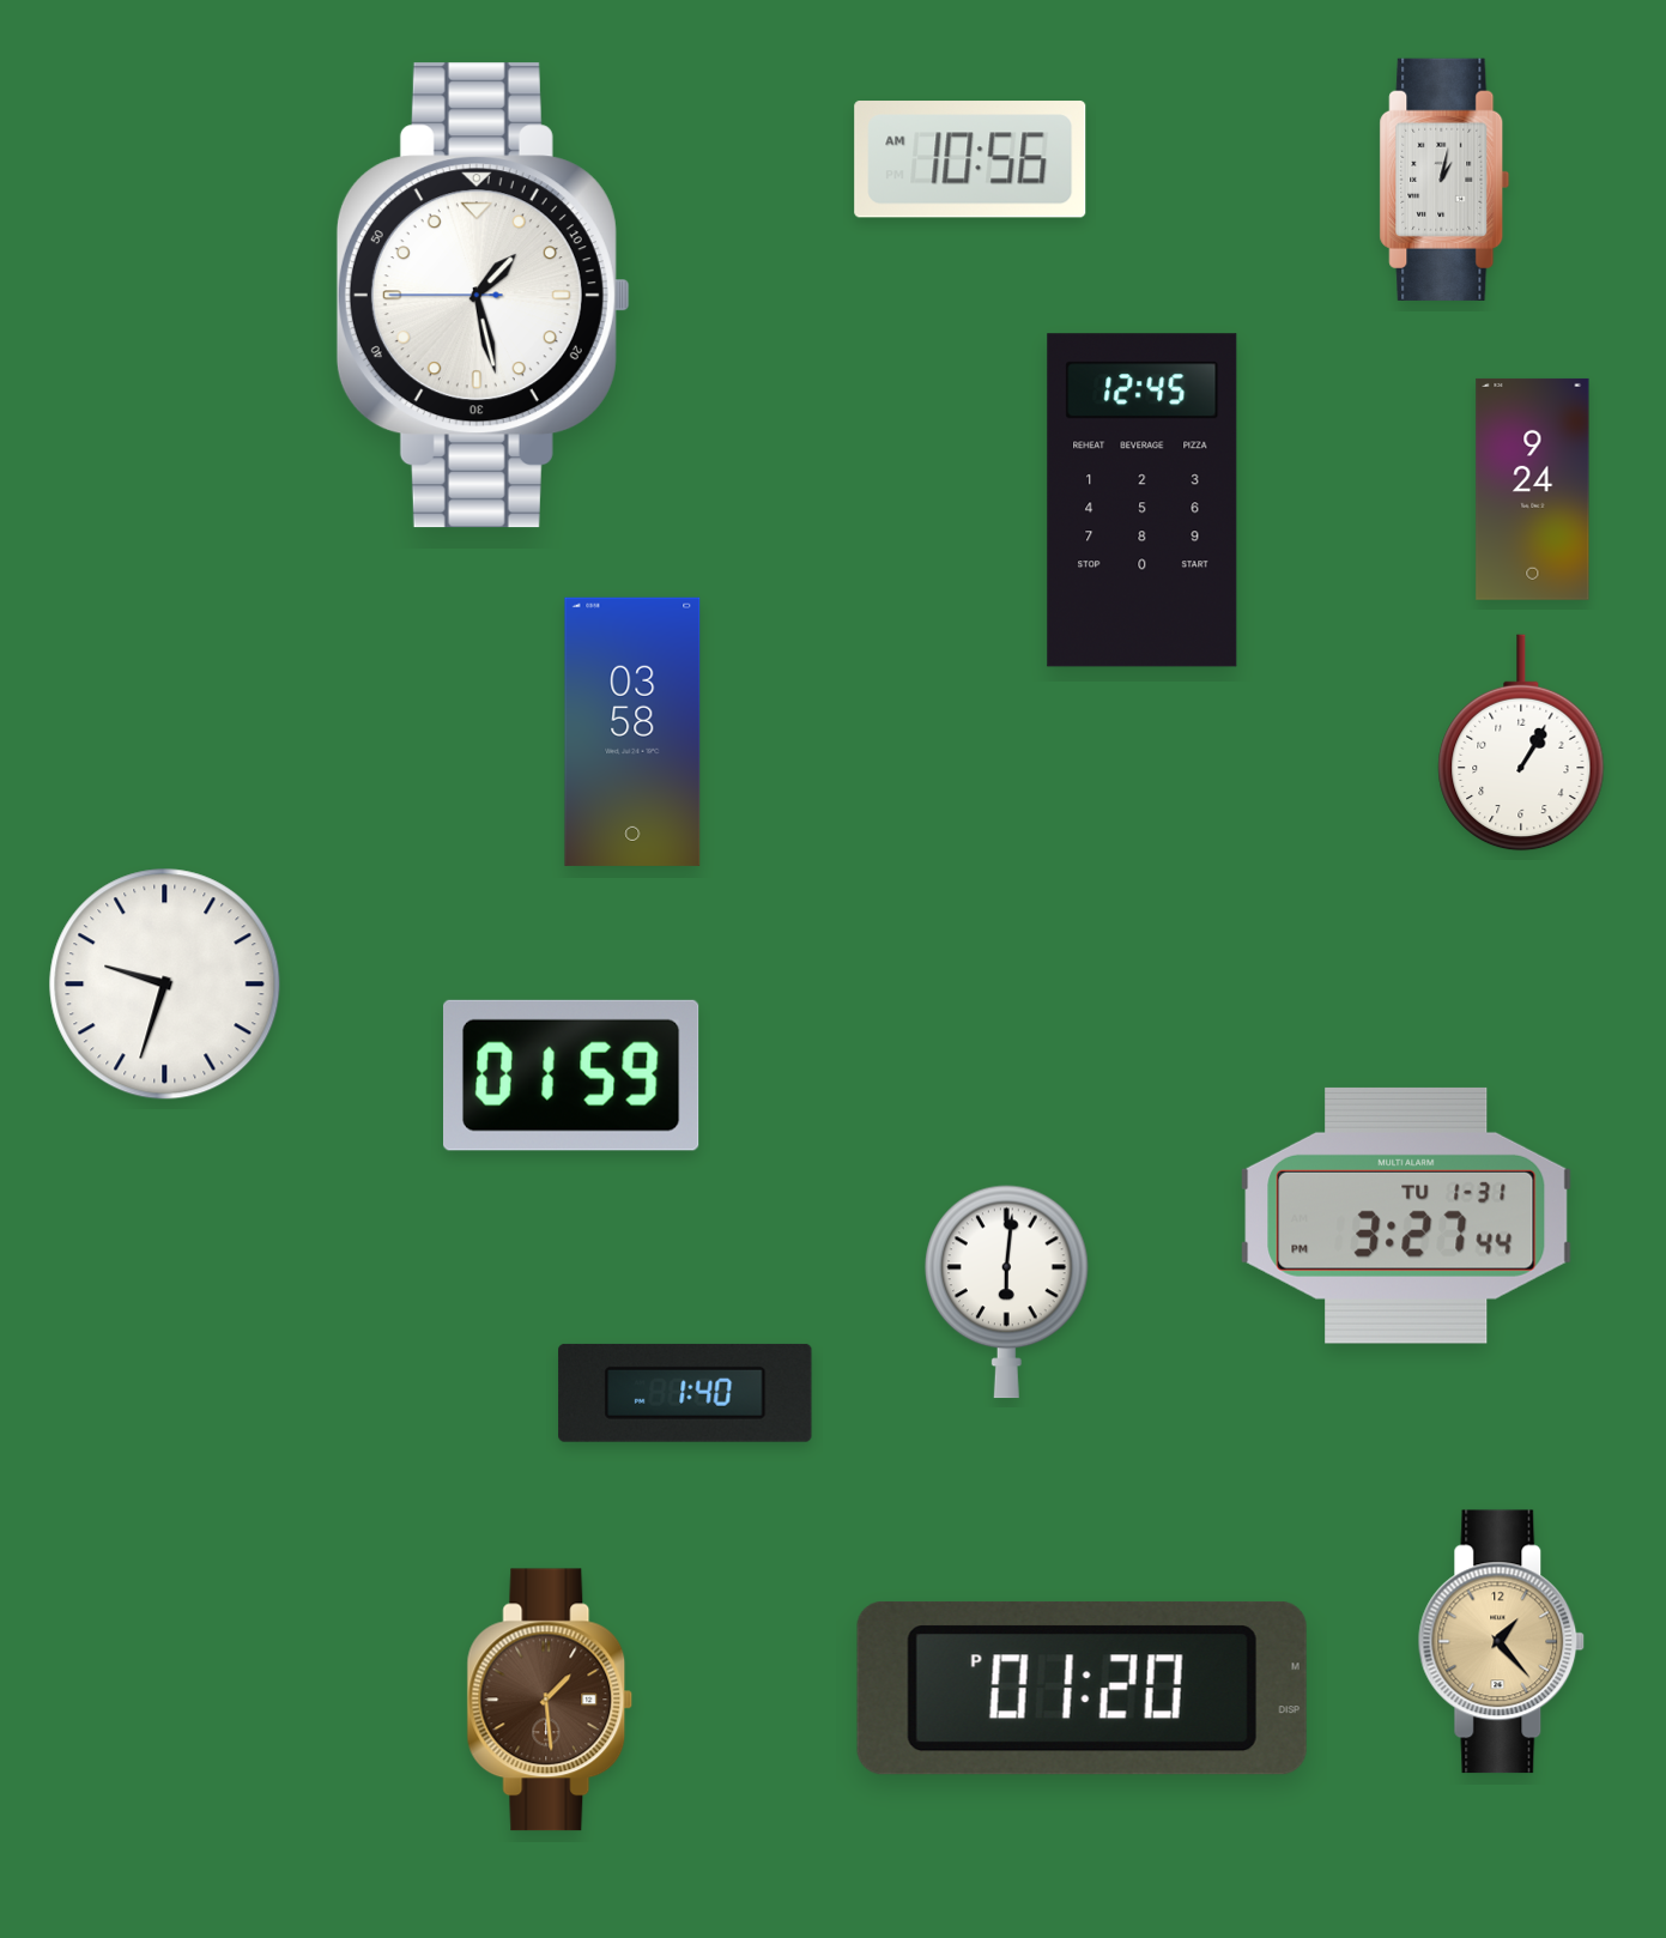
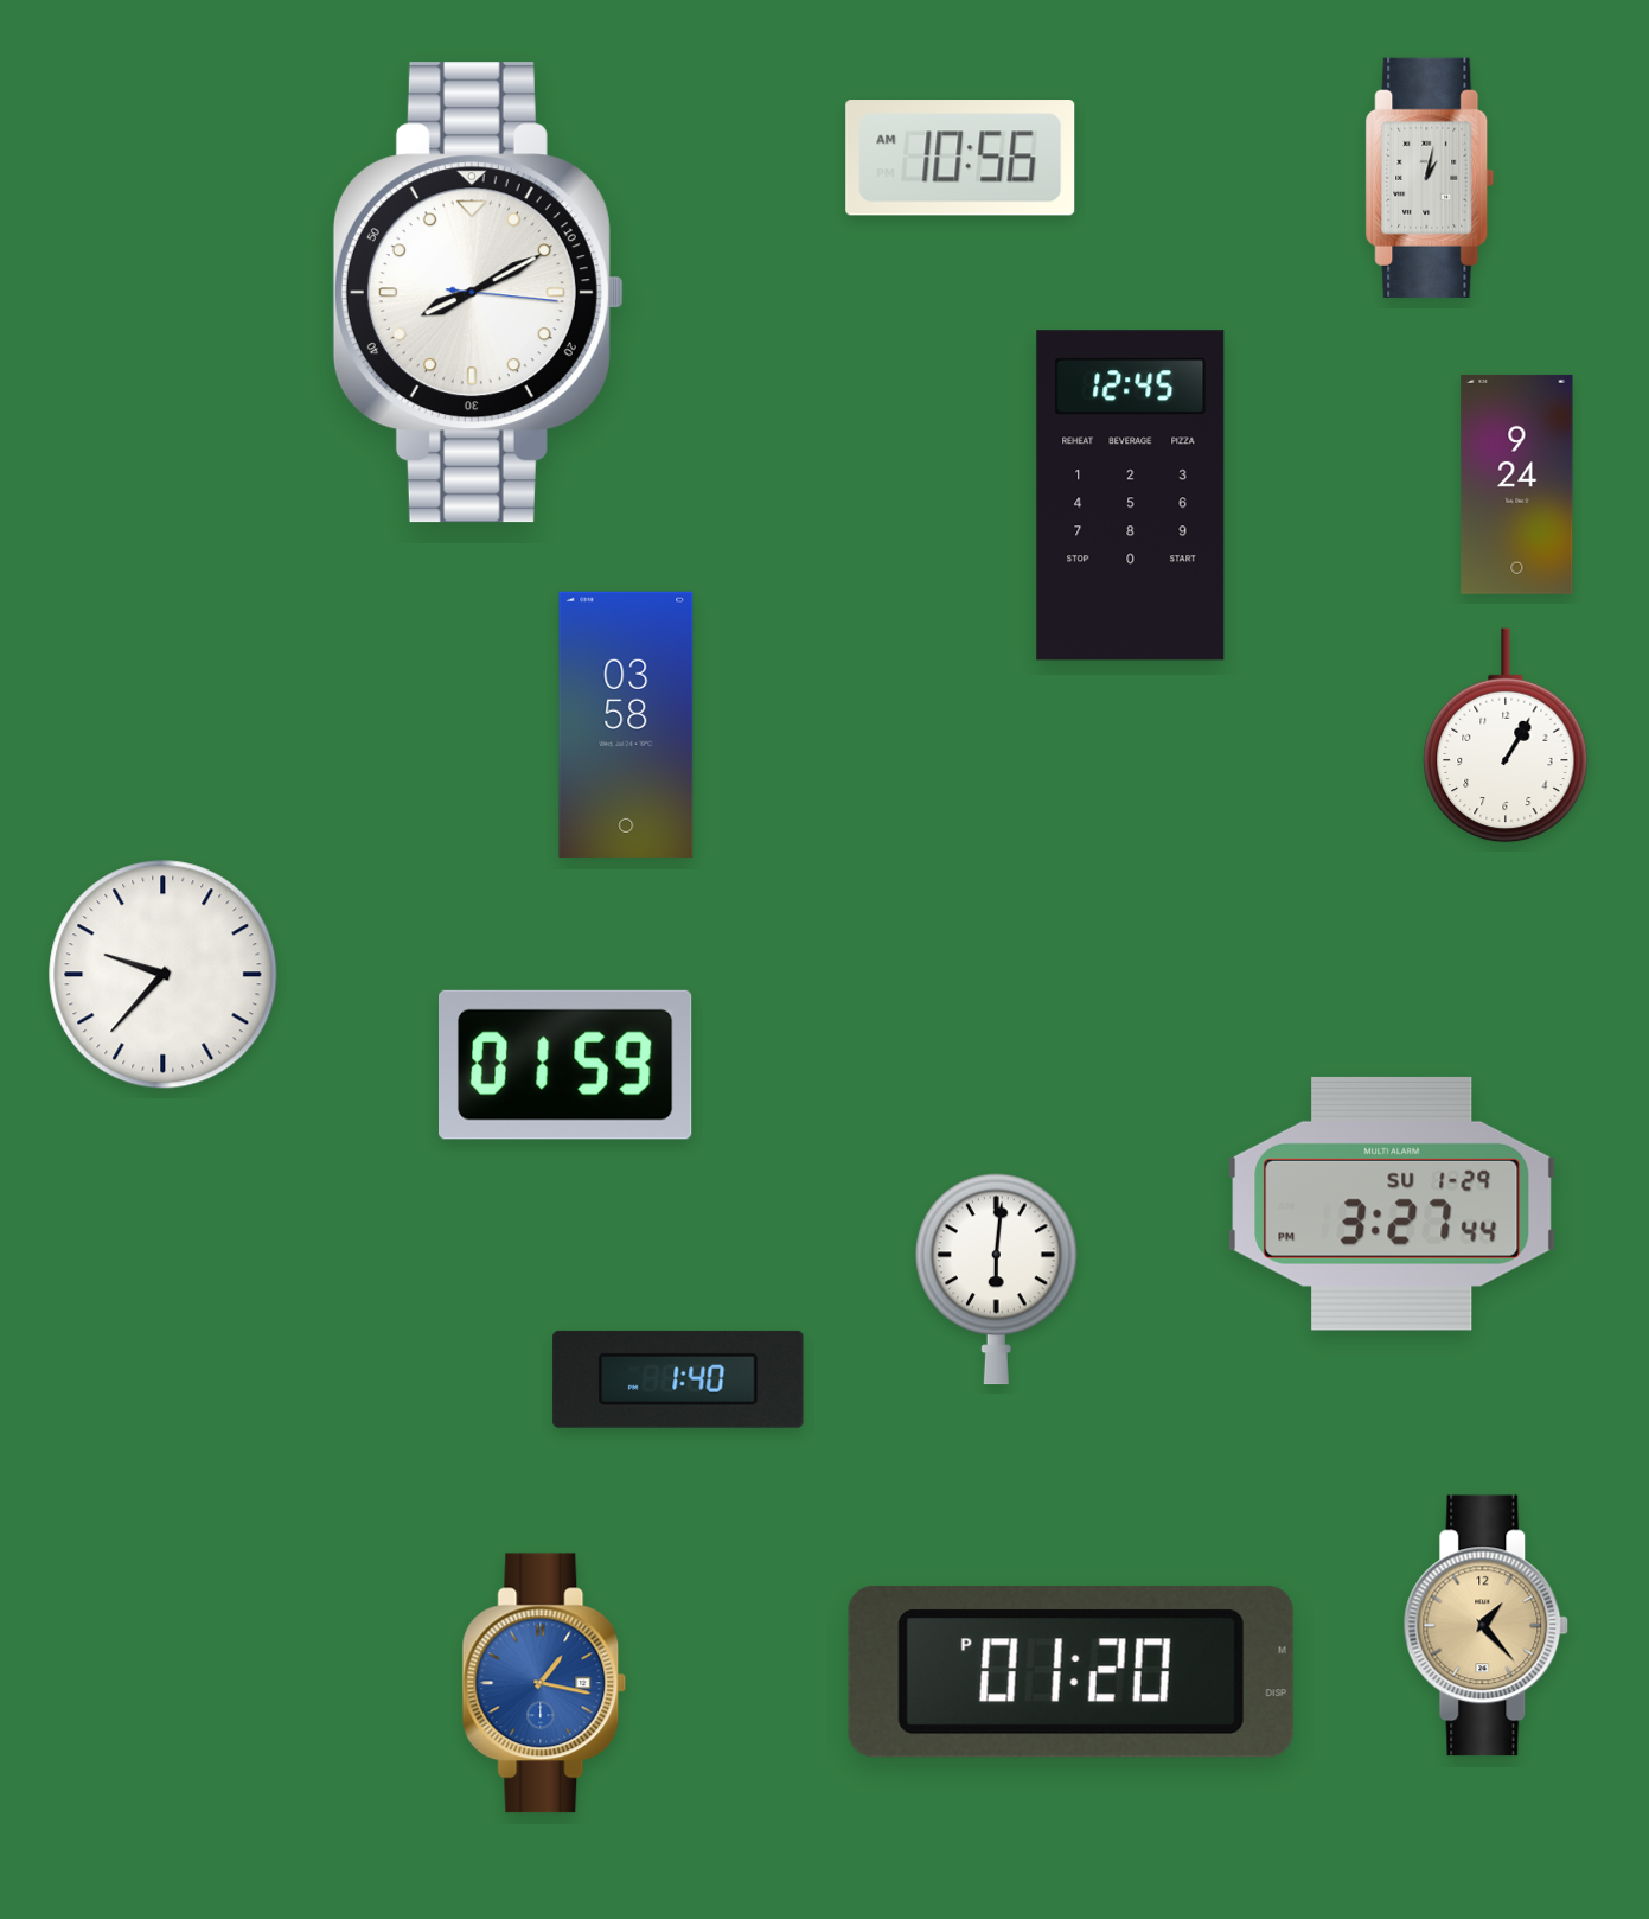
clock at (483, 296): 1:27 -> 8:10
clock at (165, 985): 9:33 -> 9:37
clock at (1406, 1216) date: TU 1-31 -> SU 1-29
clock at (550, 1700): 1:29 -> 1:17
clock at (550, 1700) dial: brown -> blue
